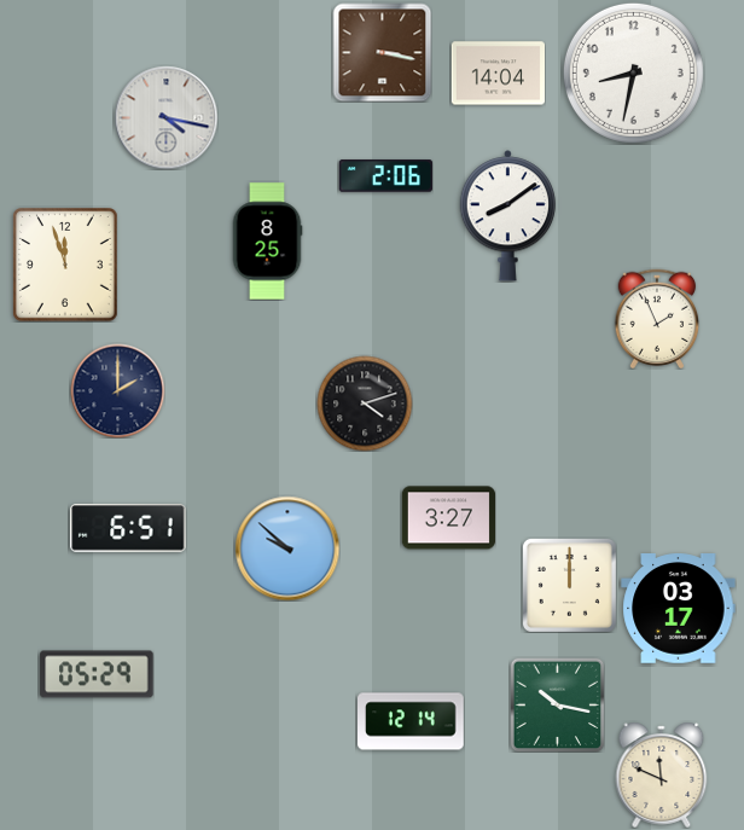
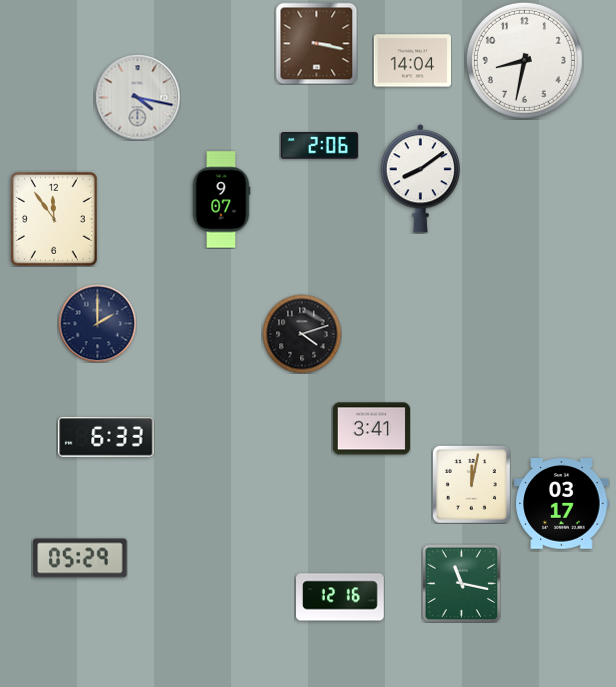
clock at (267, 242): 8:25 -> 9:07
clock at (66, 266): 11:57 -> 11:54
clock at (657, 319): 1:56 -> none
clock at (448, 518): 3:27 -> 3:41
clock at (128, 528): 6:51 -> 6:33
clock at (287, 549): 9:52 -> none
clock at (569, 585): 12:00 -> 12:02
clock at (557, 704): 10:17 -> 11:17
clock at (411, 721): 12:14 -> 12:16
clock at (662, 774): 11:49 -> none
